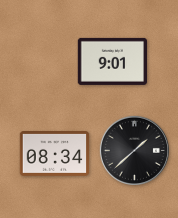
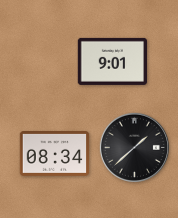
clock at (134, 150) position: (134, 150) -> (134, 147)
